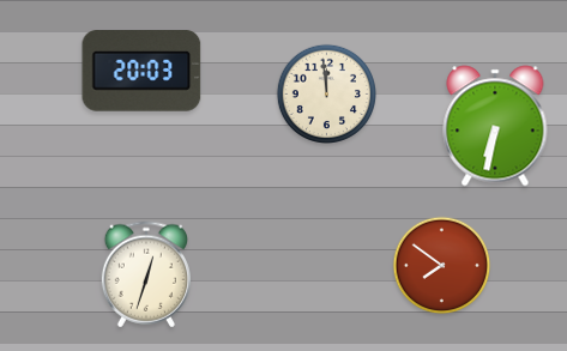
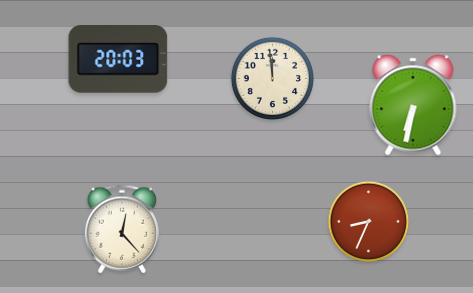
clock at (442, 266): 7:51 -> 8:34
clock at (146, 274): 12:33 -> 12:23
